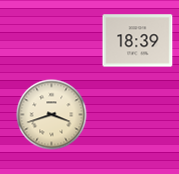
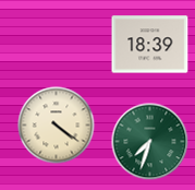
clock at (52, 115): 3:42 -> 4:21
clock at (150, 142): none -> 7:33
